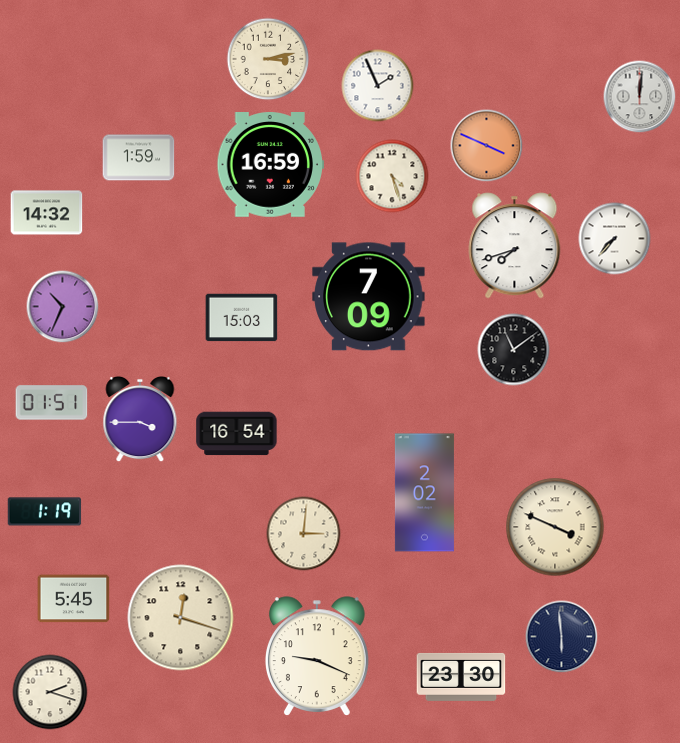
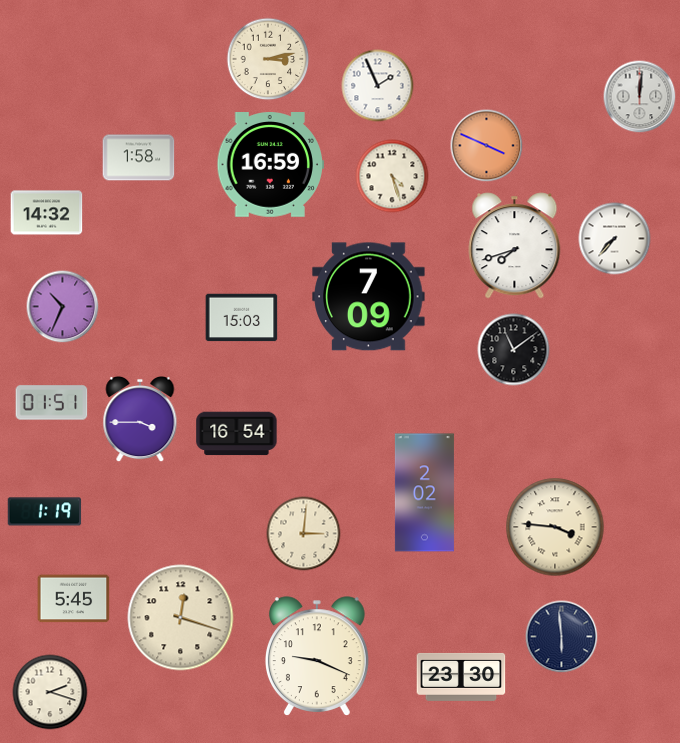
clock at (139, 158): 1:59 -> 1:58
clock at (555, 527): 3:49 -> 3:46
